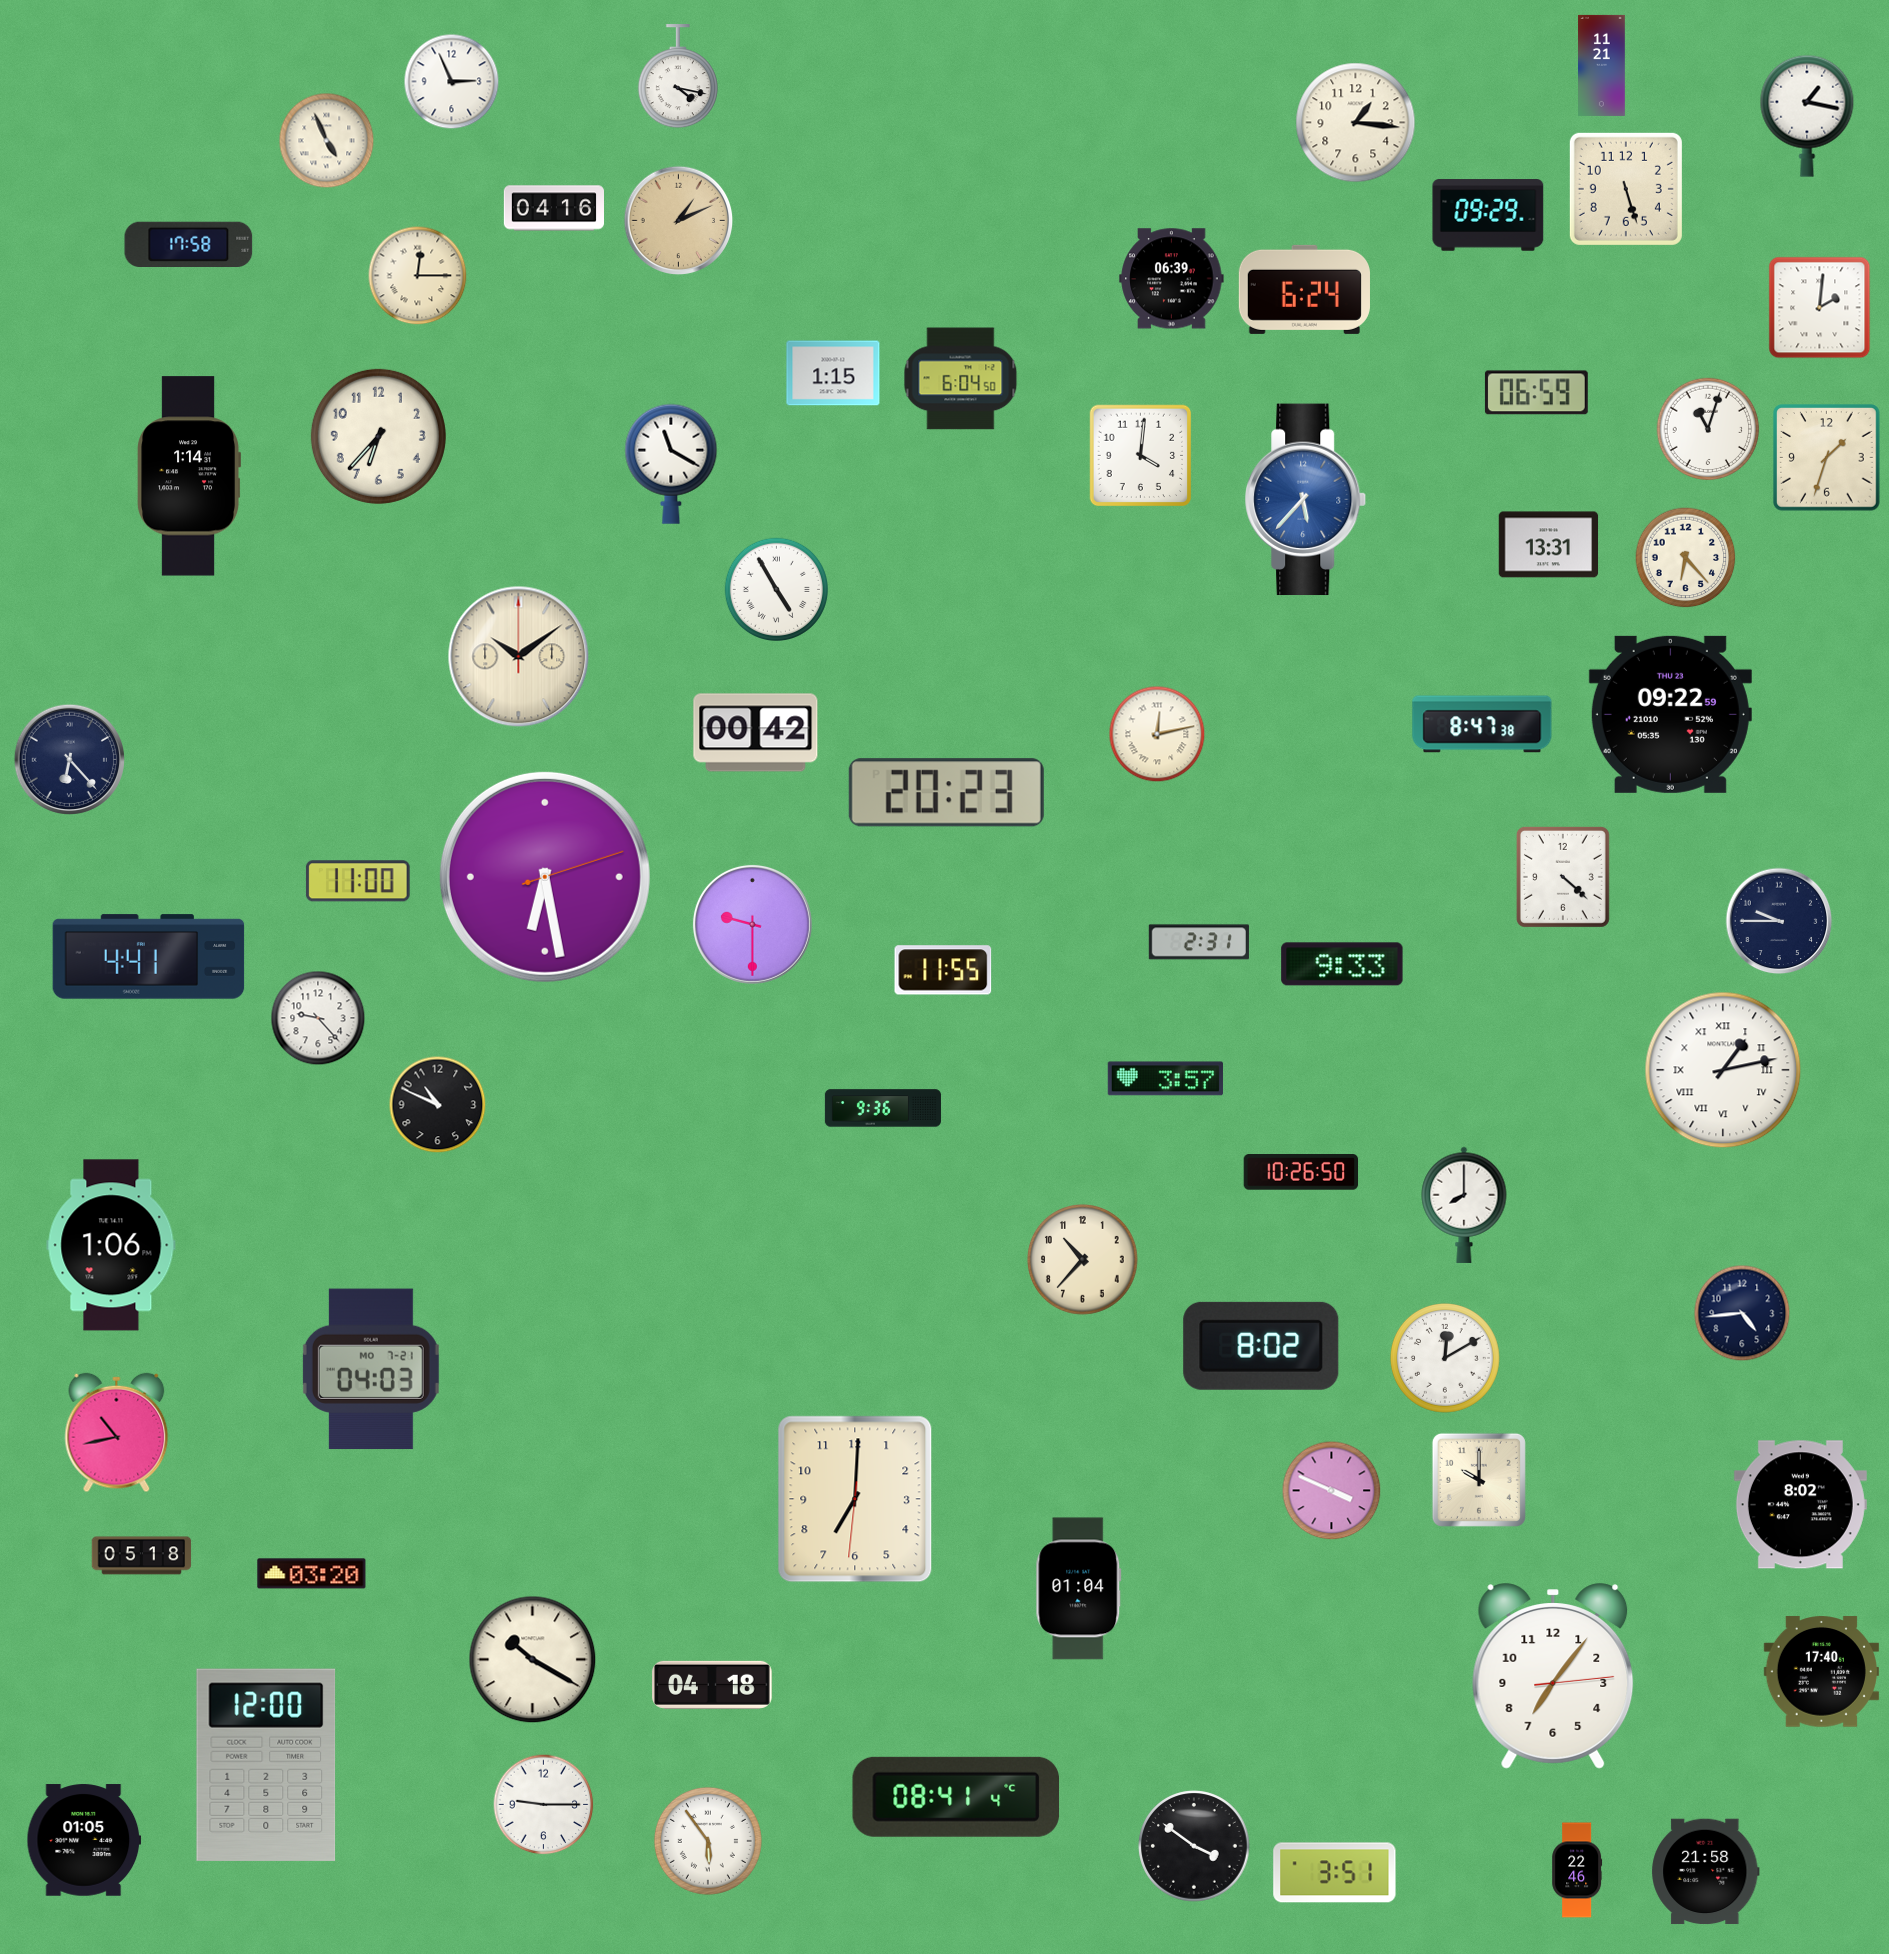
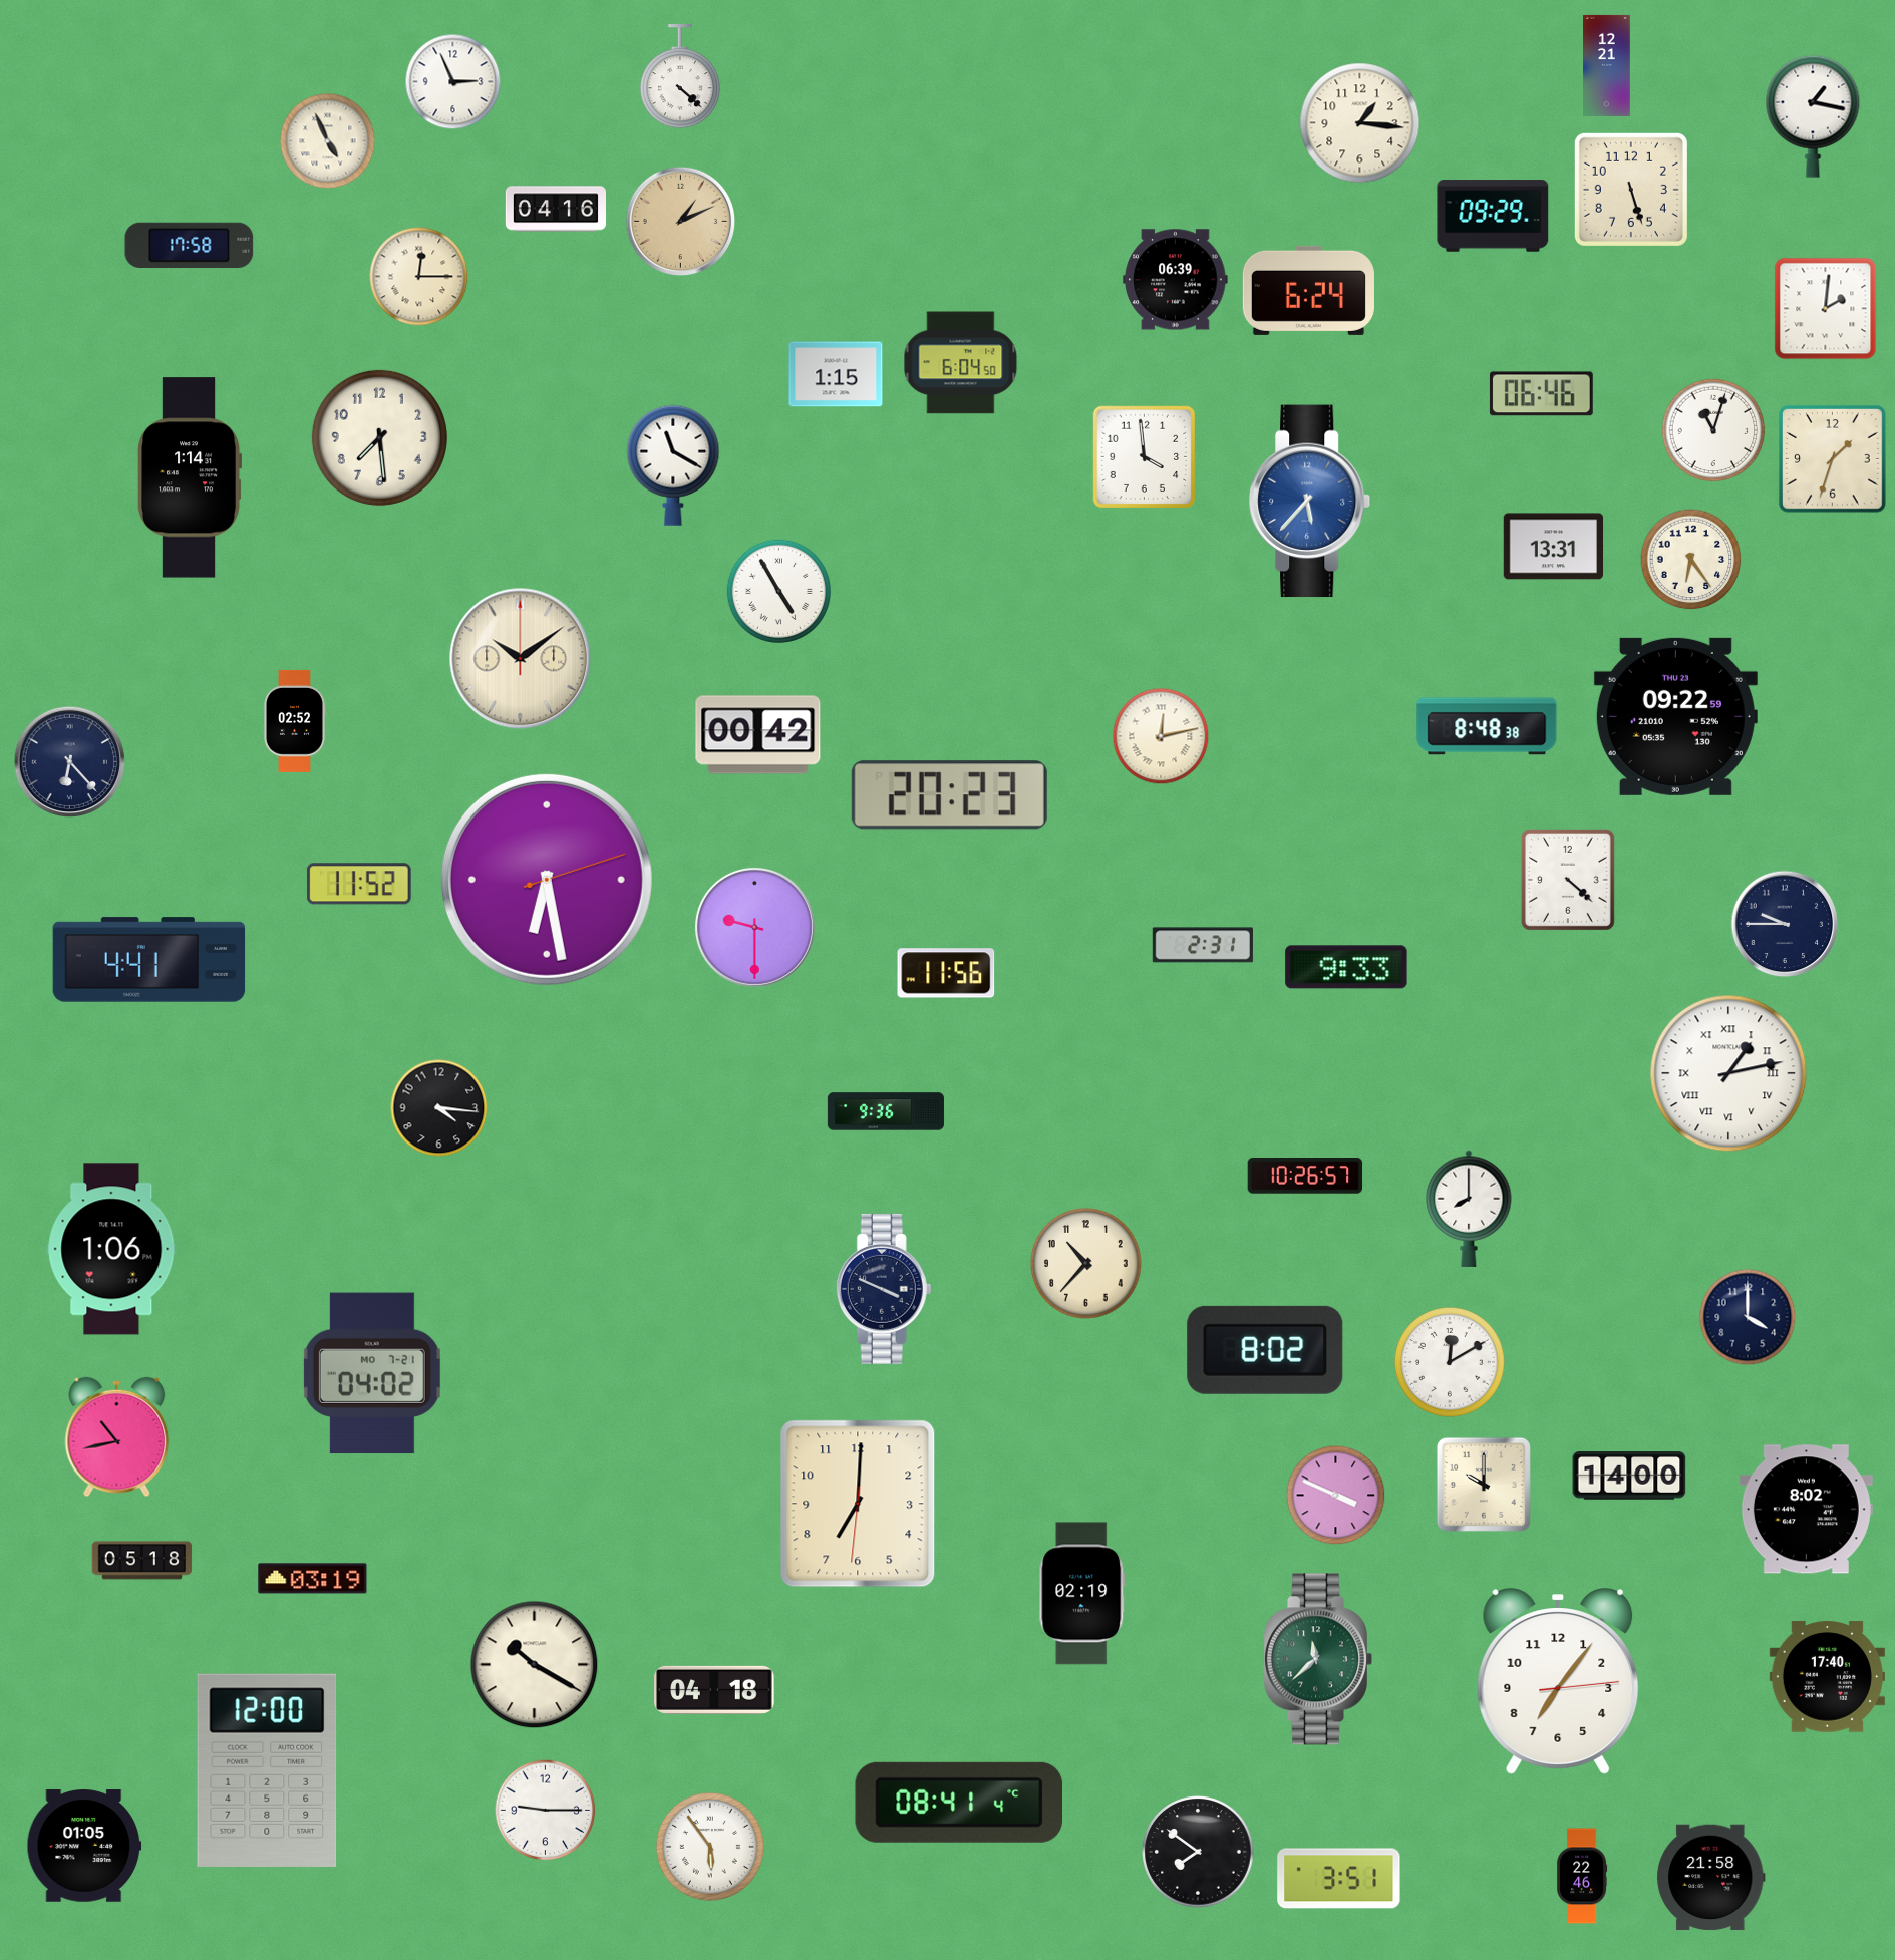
clock at (1602, 65): 11:21 -> 12:21
clock at (678, 77): 4:17 -> 4:22
clock at (961, 379) position: (961, 379) -> (961, 363)
clock at (1536, 393): 06:59 -> 06:46
clock at (378, 436): 6:37 -> 7:29
clock at (1141, 456): 4:01 -> 3:59
clock at (1686, 558): 6:23 -> 6:24
clock at (295, 721): none -> 02:52
clock at (1482, 724): 8:47 -> 8:48
clock at (358, 881): 11:00 -> 11:52
clock at (943, 970): 11:55 -> 11:56
clock at (318, 1018): 9:23 -> none
clock at (1165, 1079): 3:57 -> none
clock at (438, 1105): 10:49 -> 4:16
clock at (1301, 1173): 10:26:50 -> 10:26:57
clock at (884, 1289): none -> 3:49
clock at (1742, 1313): 4:44 -> 4:00
clock at (371, 1369): 04:03 -> 04:02
clock at (1629, 1476): none -> 14:00
clock at (312, 1574): 03:20 -> 03:19
clock at (1079, 1589): 01:04 -> 02:19
clock at (1317, 1659): none -> 11:38
clock at (1194, 1846): 3:51 -> 7:51
